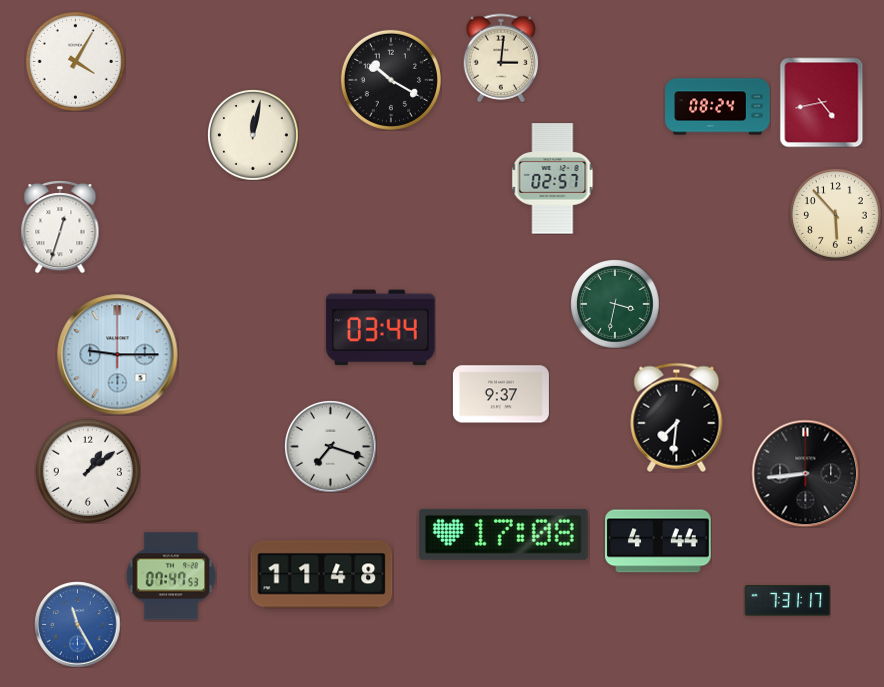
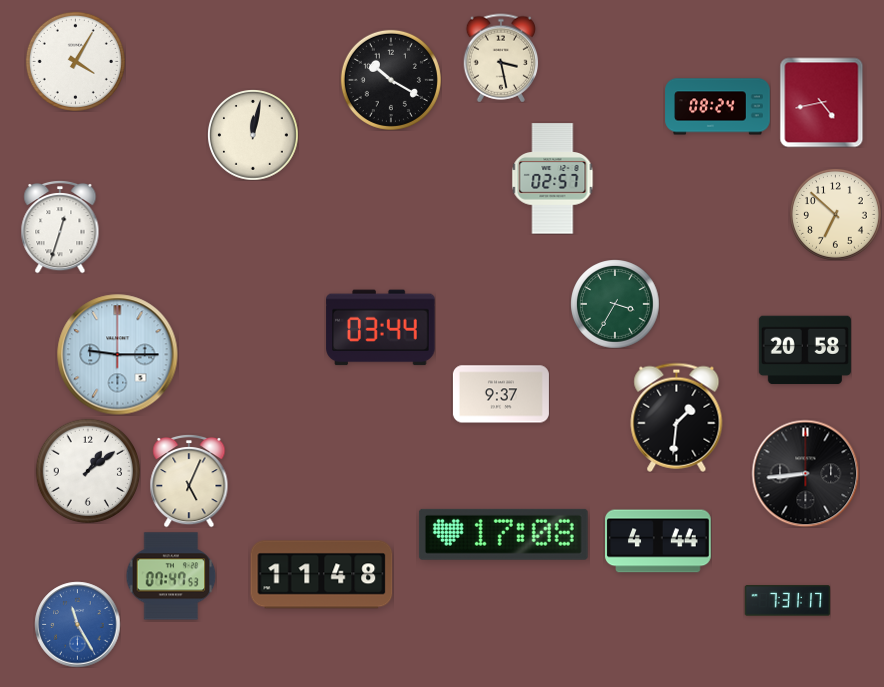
clock at (501, 58): 3:01 -> 3:28
clock at (836, 215): 5:53 -> 6:52
clock at (615, 304): 3:32 -> 3:35
clock at (805, 350): none -> 20:58
clock at (677, 417): 7:31 -> 1:31
clock at (330, 446): 7:18 -> none
clock at (189, 481): none -> 5:04
